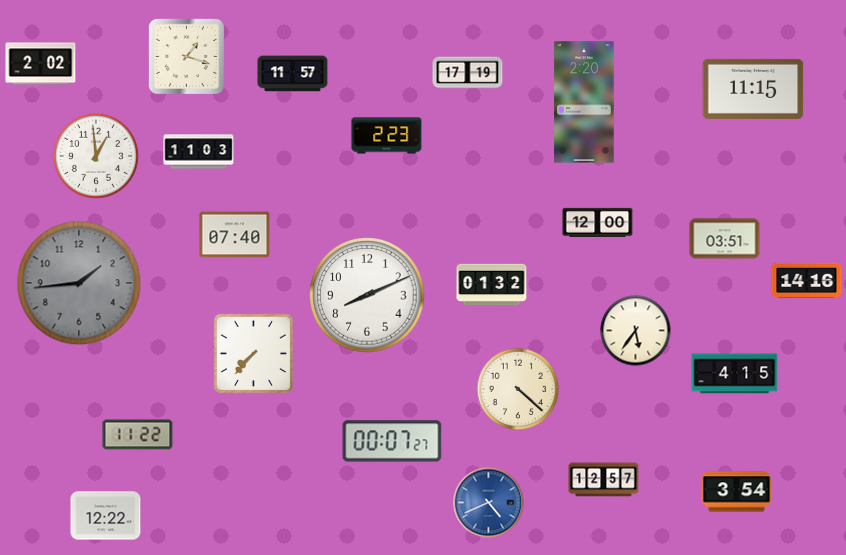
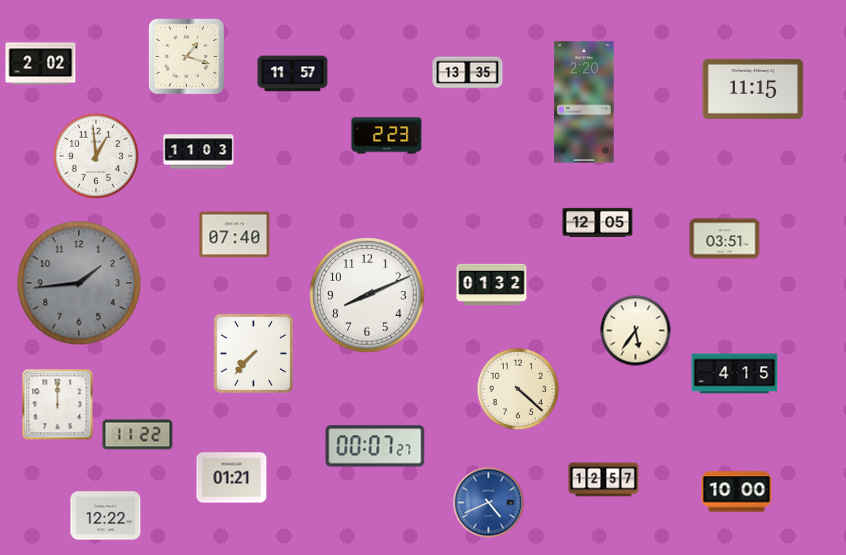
clock at (468, 73): 17:19 -> 13:35
clock at (598, 222): 12:00 -> 12:05
clock at (807, 280): 14:16 -> none
clock at (58, 405): none -> 12:00
clock at (392, 441) position: (392, 441) -> (375, 446)
clock at (232, 478): none -> 01:21
clock at (737, 492): 3:54 -> 10:00
